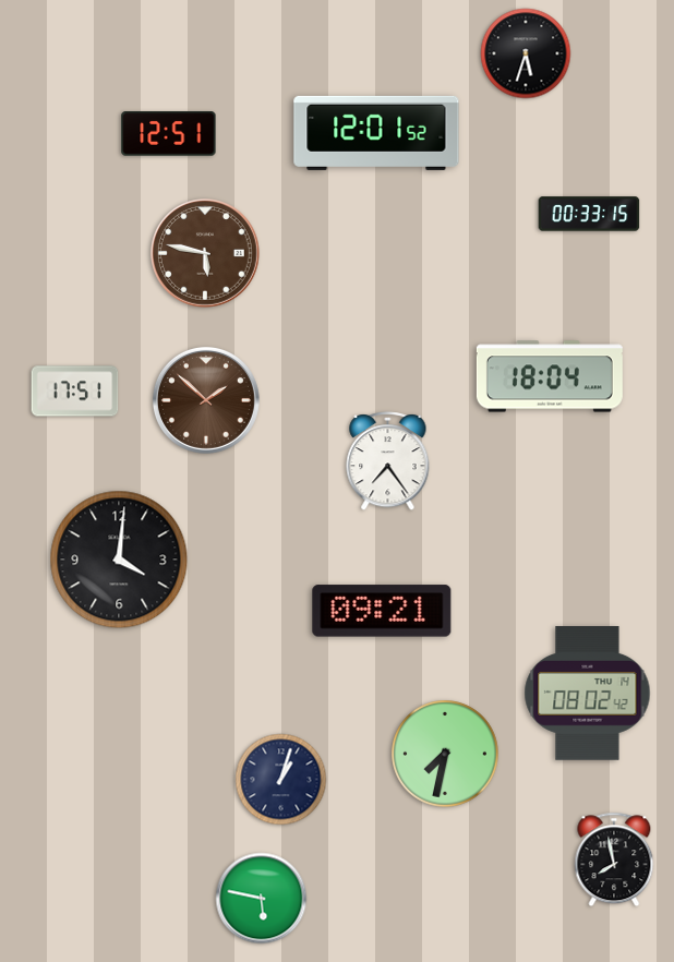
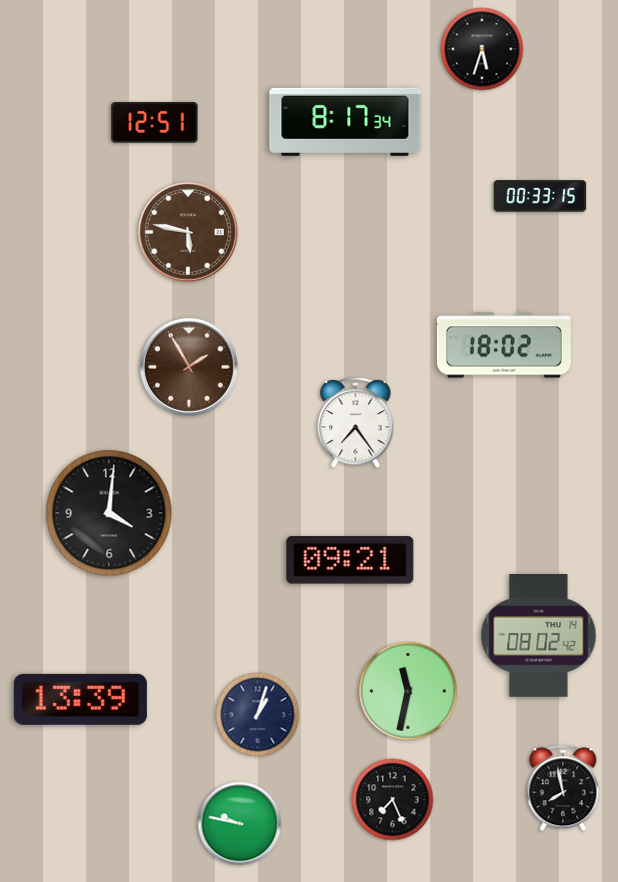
clock at (376, 133): 12:01 -> 8:17
clock at (550, 376): 18:04 -> 18:02
clock at (75, 392): 17:51 -> none
clock at (206, 400): 1:52 -> 1:55
clock at (445, 754): 7:32 -> 11:32
clock at (80, 699): none -> 13:39
clock at (393, 800): none -> 7:26
clock at (262, 899): 5:47 -> 9:47
